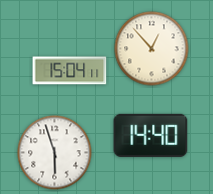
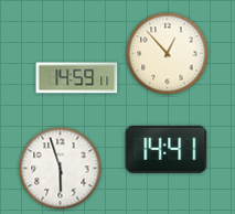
clock at (70, 71): 15:04 -> 14:59
clock at (151, 135): 14:40 -> 14:41
